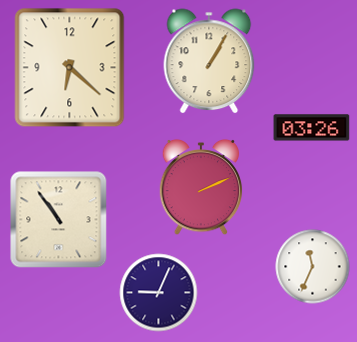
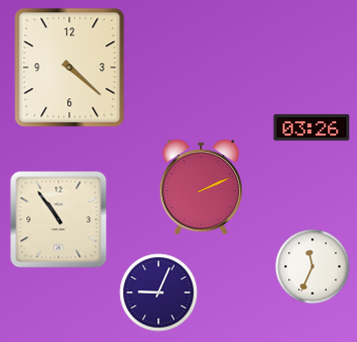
clock at (209, 61): 1:05 -> none
clock at (70, 68): 6:22 -> 4:22
